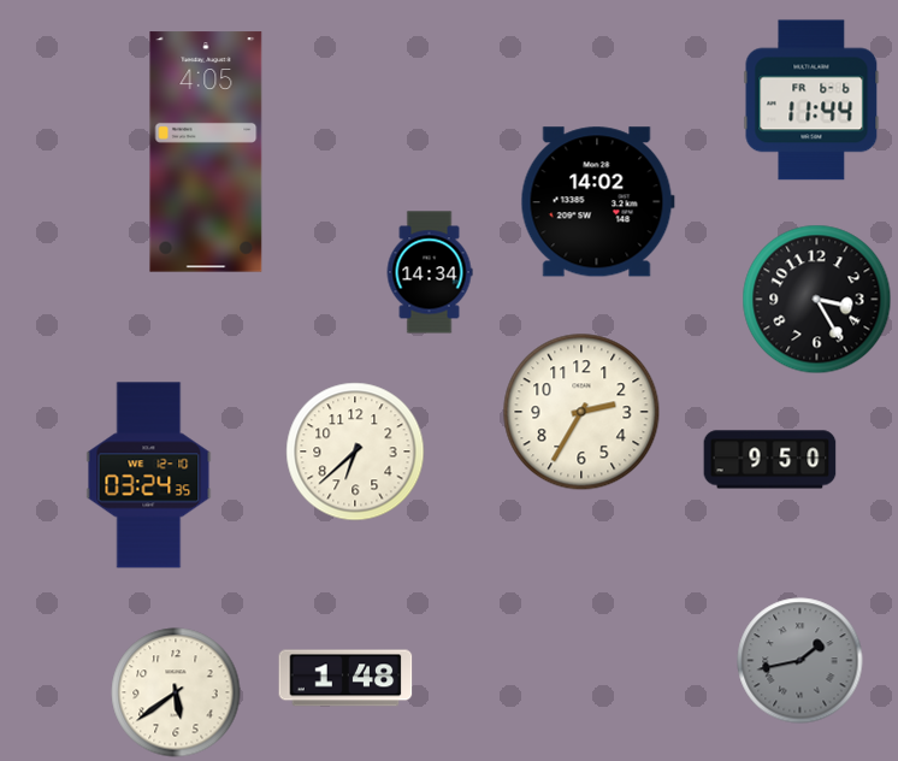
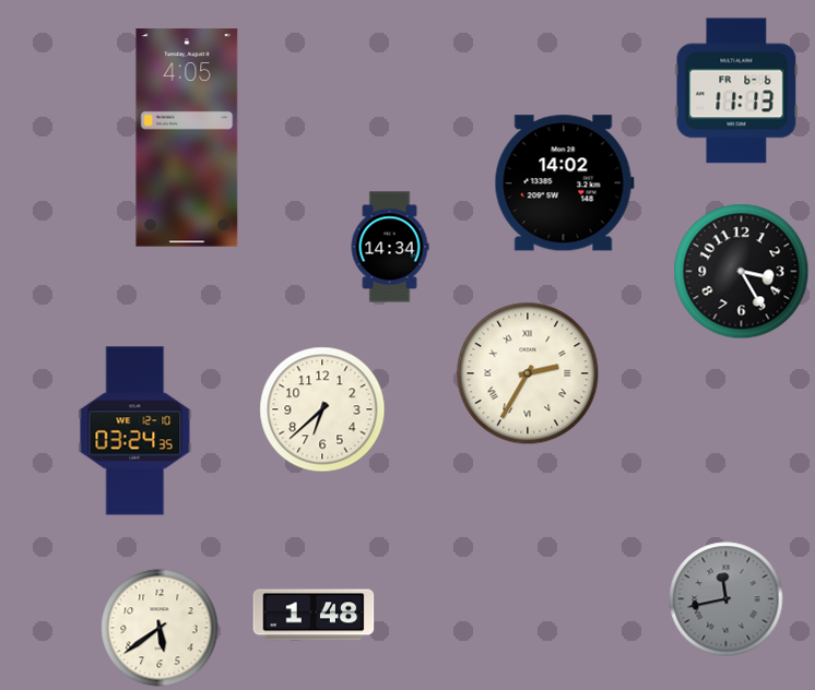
clock at (811, 100): 11:44 -> 11:13
clock at (597, 202) position: (597, 202) -> (564, 183)
clock at (581, 412) numerals: Arabic -> Roman
clock at (770, 460): 9:50 -> none
clock at (800, 661): 1:43 -> 11:43
